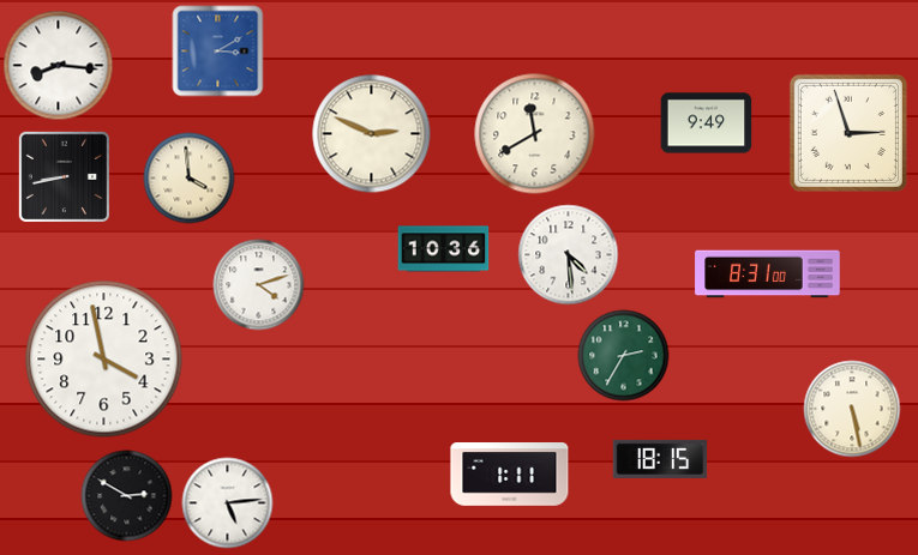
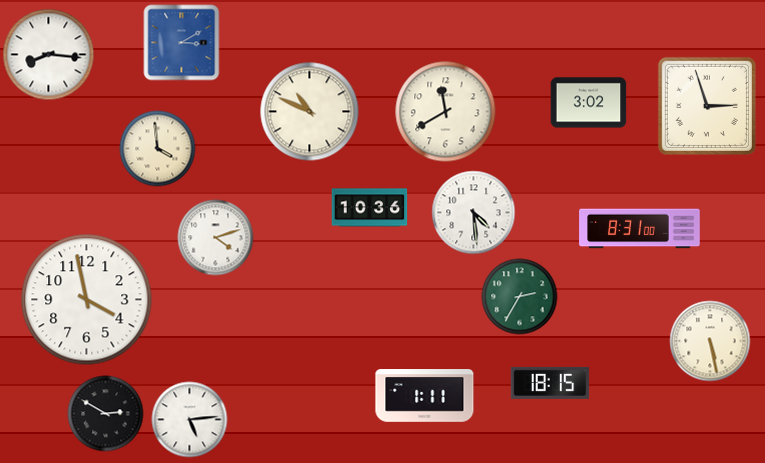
clock at (707, 123): 9:49 -> 3:02
clock at (848, 133) position: (848, 133) -> (707, 106)
clock at (372, 134): 2:49 -> 10:49
clock at (64, 176): 8:43 -> none
